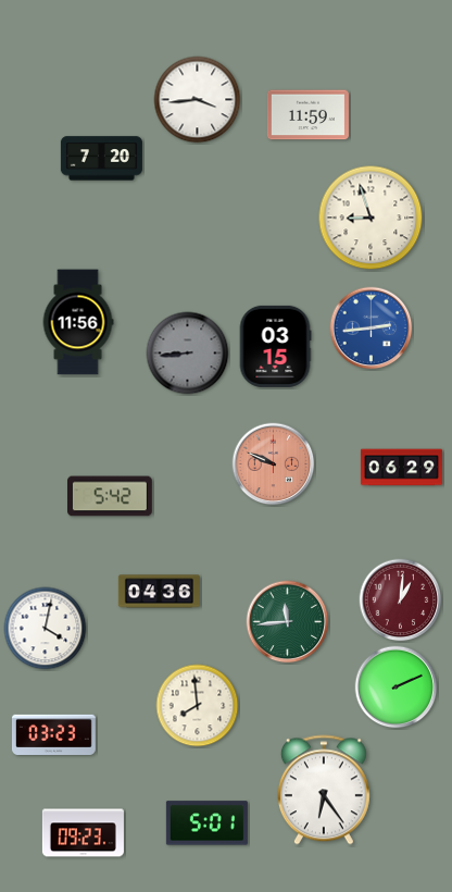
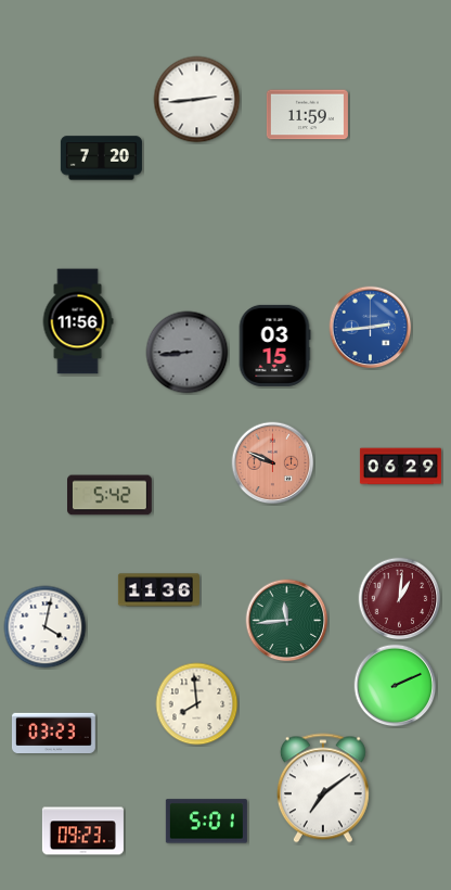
clock at (198, 100): 3:44 -> 2:44
clock at (371, 218): 8:57 -> none
clock at (159, 592): 04:36 -> 11:36
clock at (324, 790): 6:24 -> 7:09
